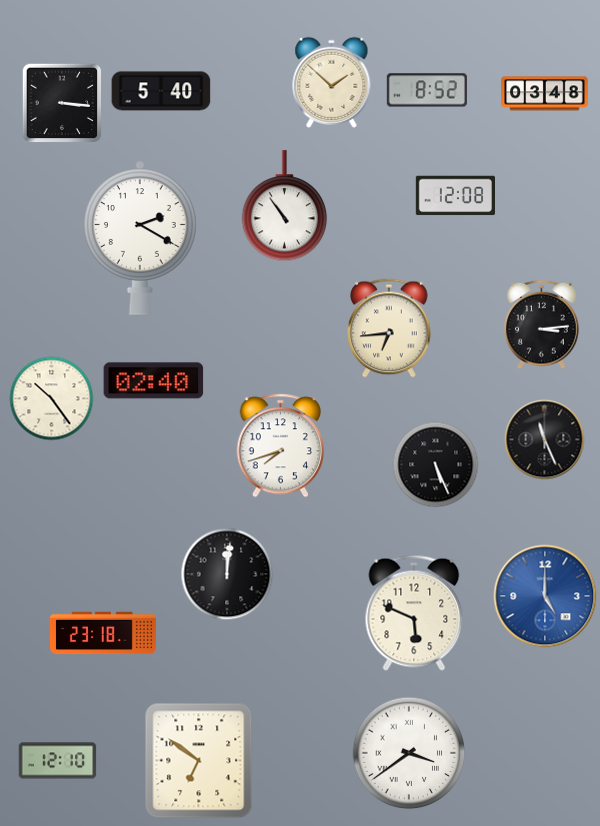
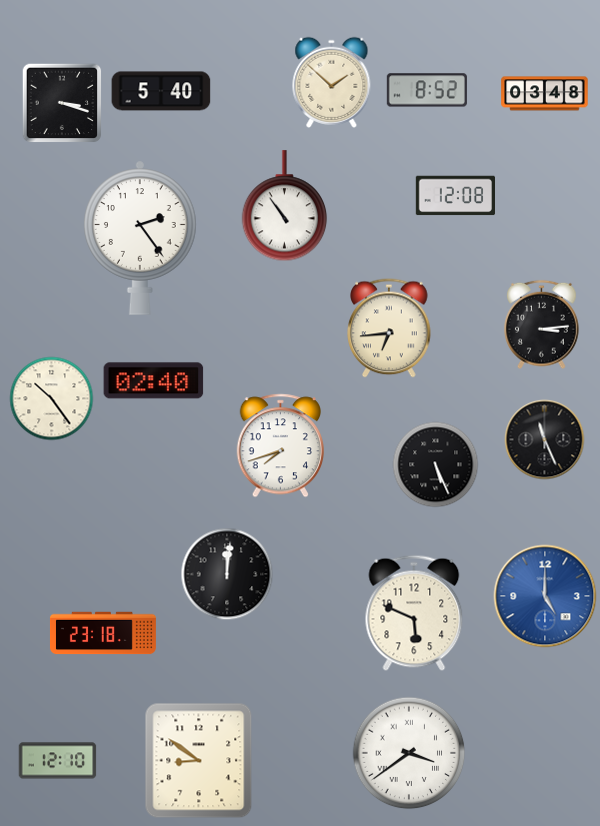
clock at (62, 103): 3:16 -> 3:18
clock at (140, 238): 2:20 -> 2:24
clock at (199, 761): 6:51 -> 8:51
